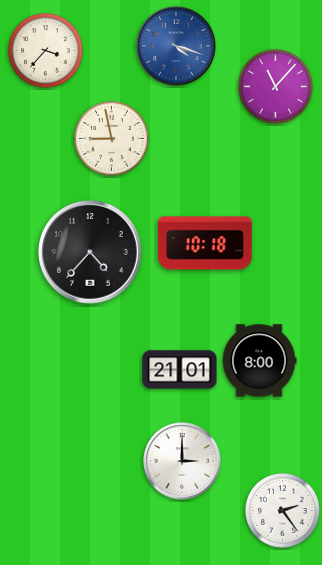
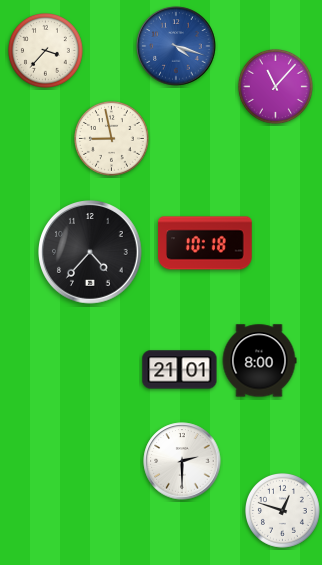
clock at (182, 461): 3:00 -> 2:30
clock at (283, 511): 2:24 -> 12:48
